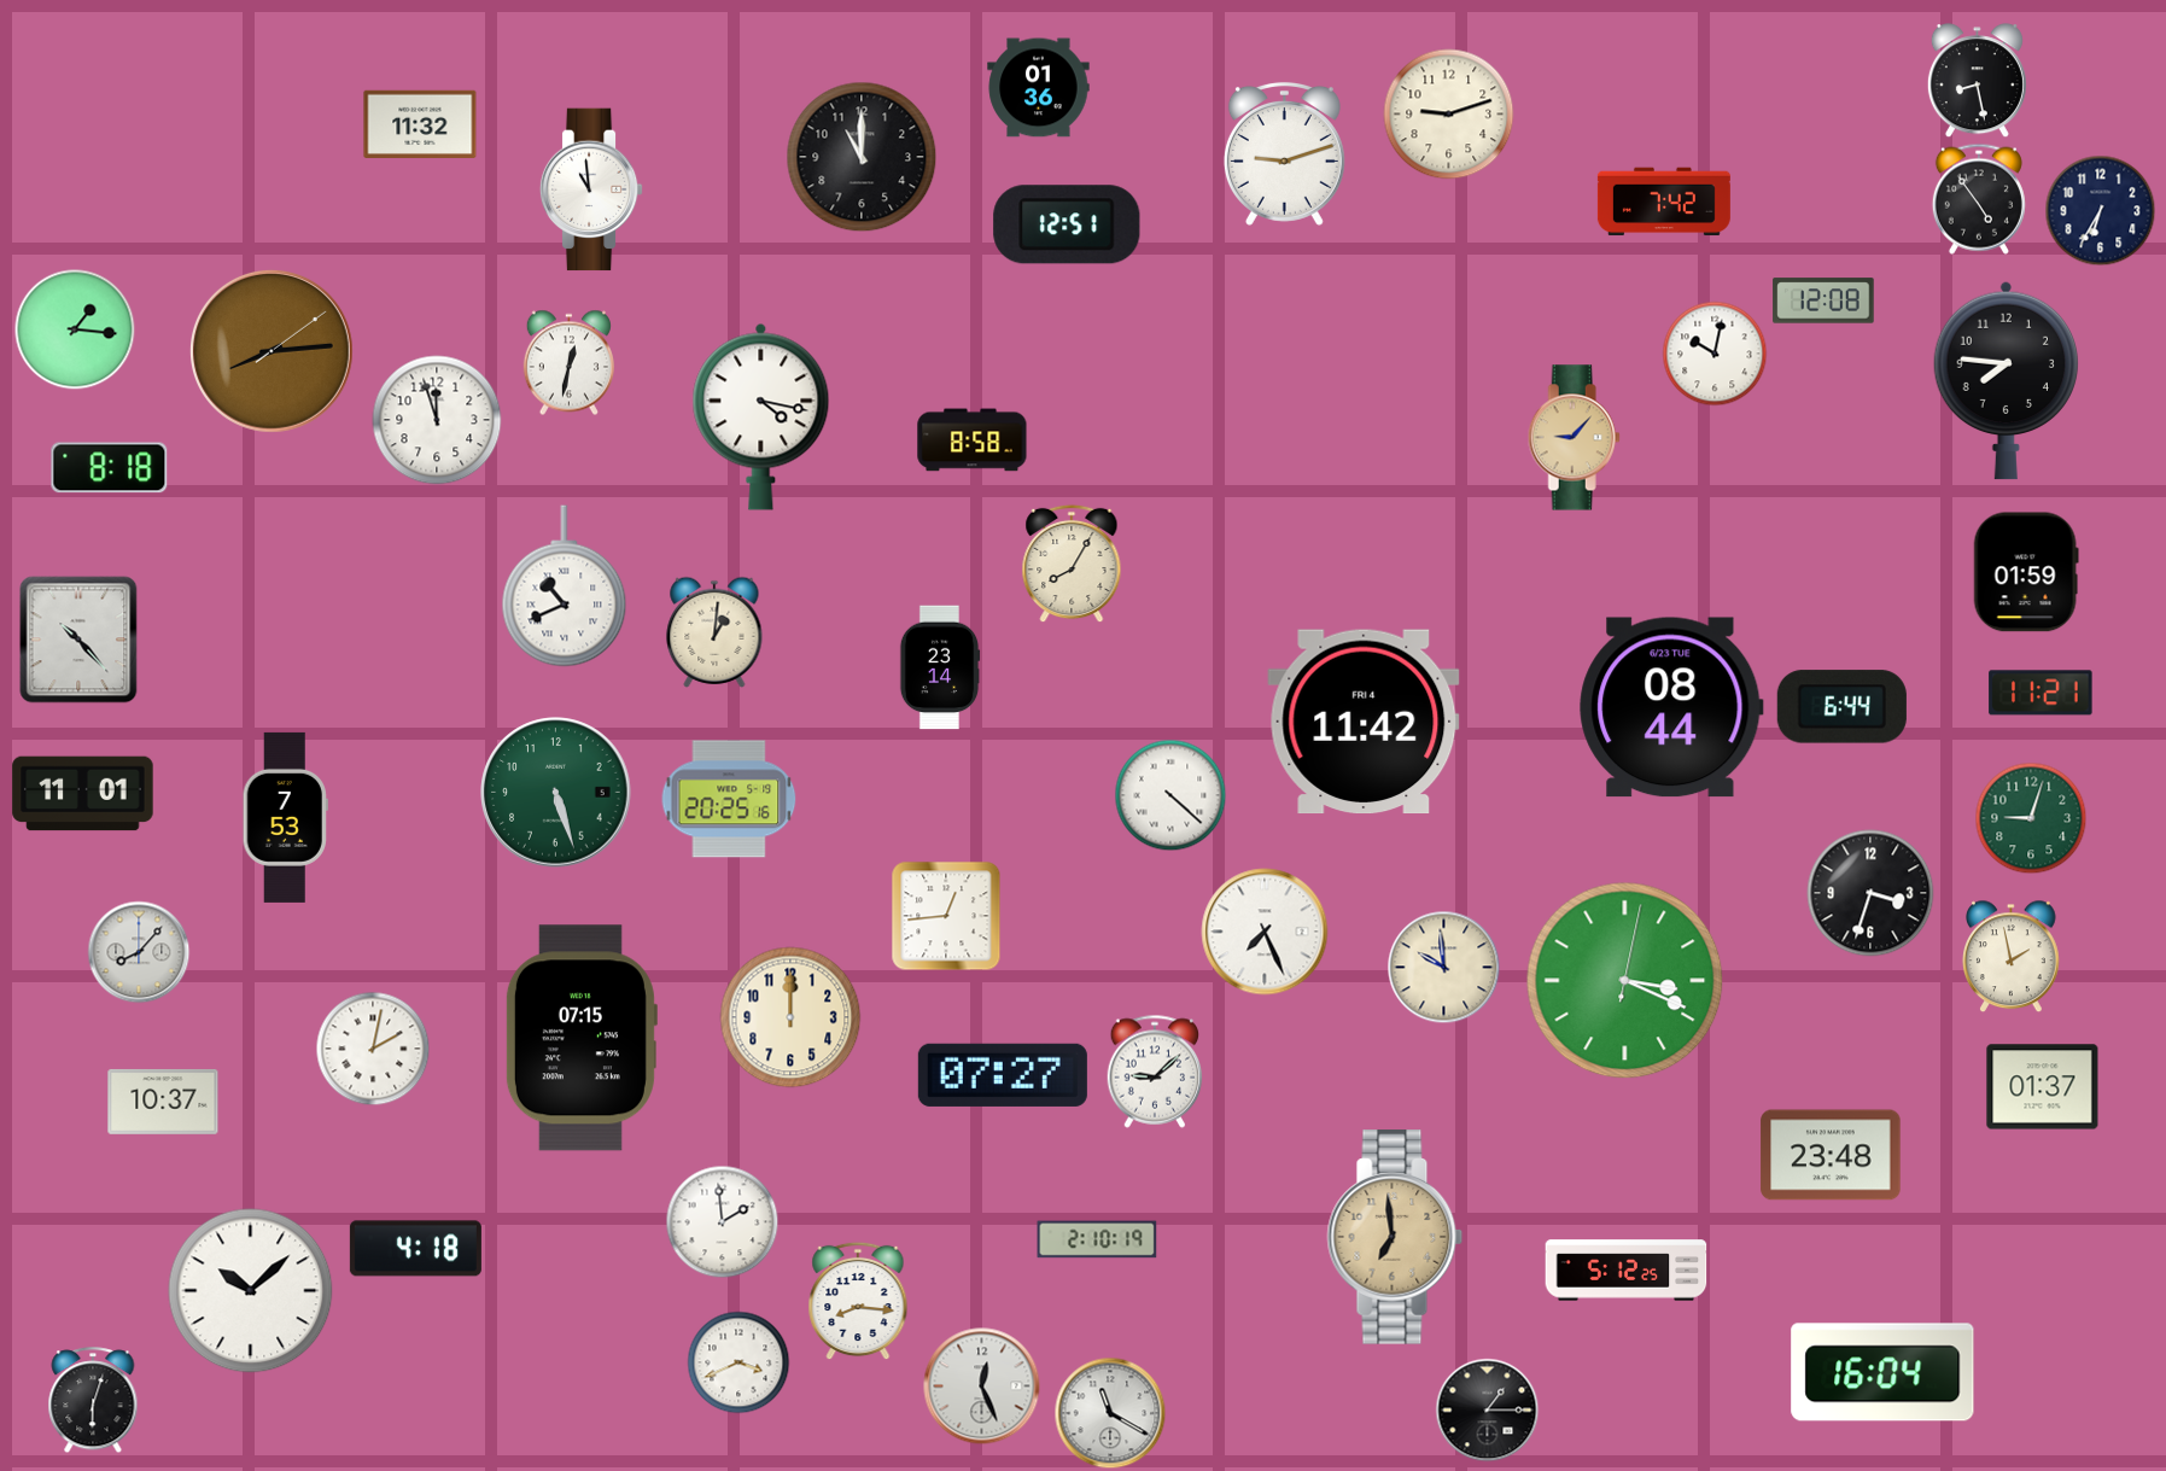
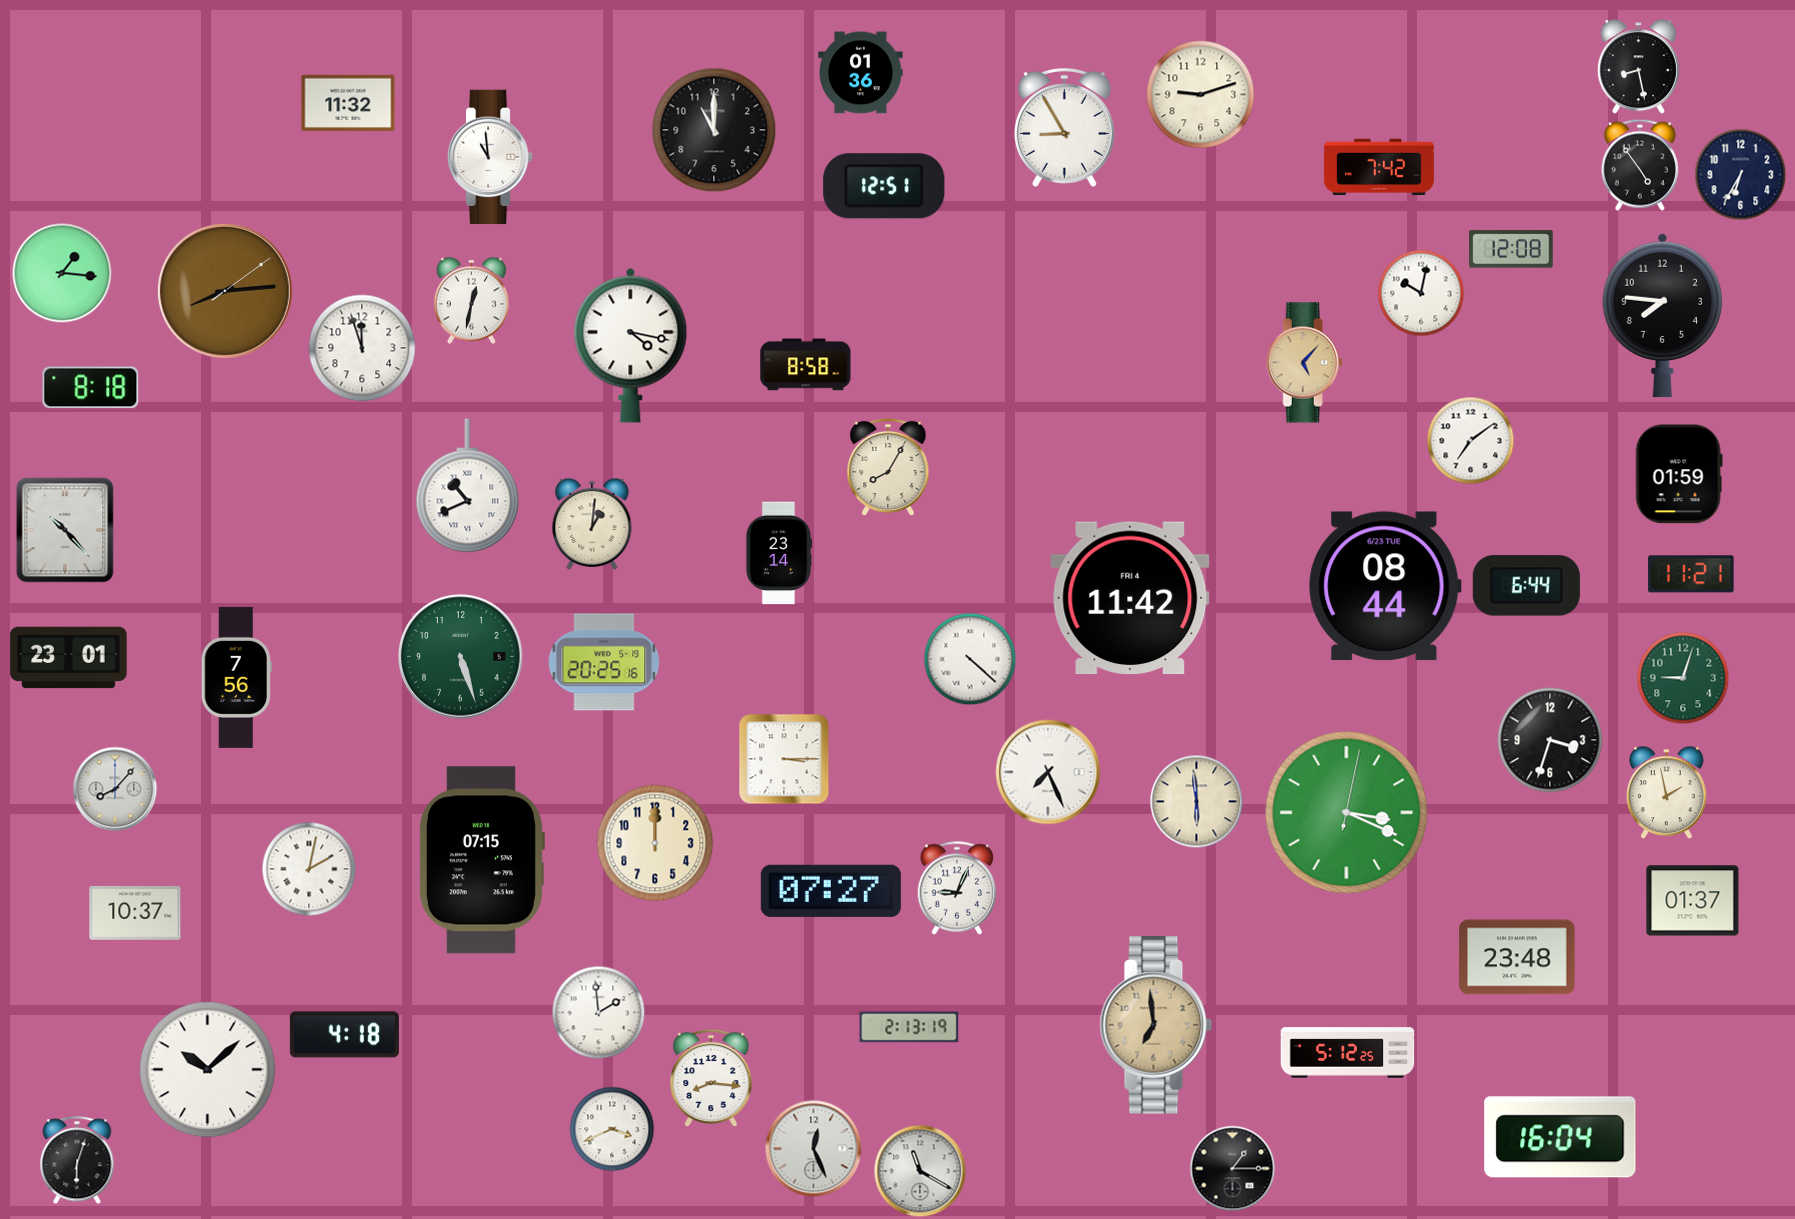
clock at (1284, 153): 9:12 -> 8:55
clock at (1574, 438): 9:07 -> 5:07
clock at (1471, 441): none -> 7:09
clock at (83, 794): 11:01 -> 23:01
clock at (285, 817): 7:53 -> 7:56
clock at (946, 916): 12:44 -> 3:15
clock at (1444, 968): 9:59 -> 5:59
clock at (1155, 1072): 9:08 -> 9:04
clock at (1097, 1239): 2:10 -> 2:13
